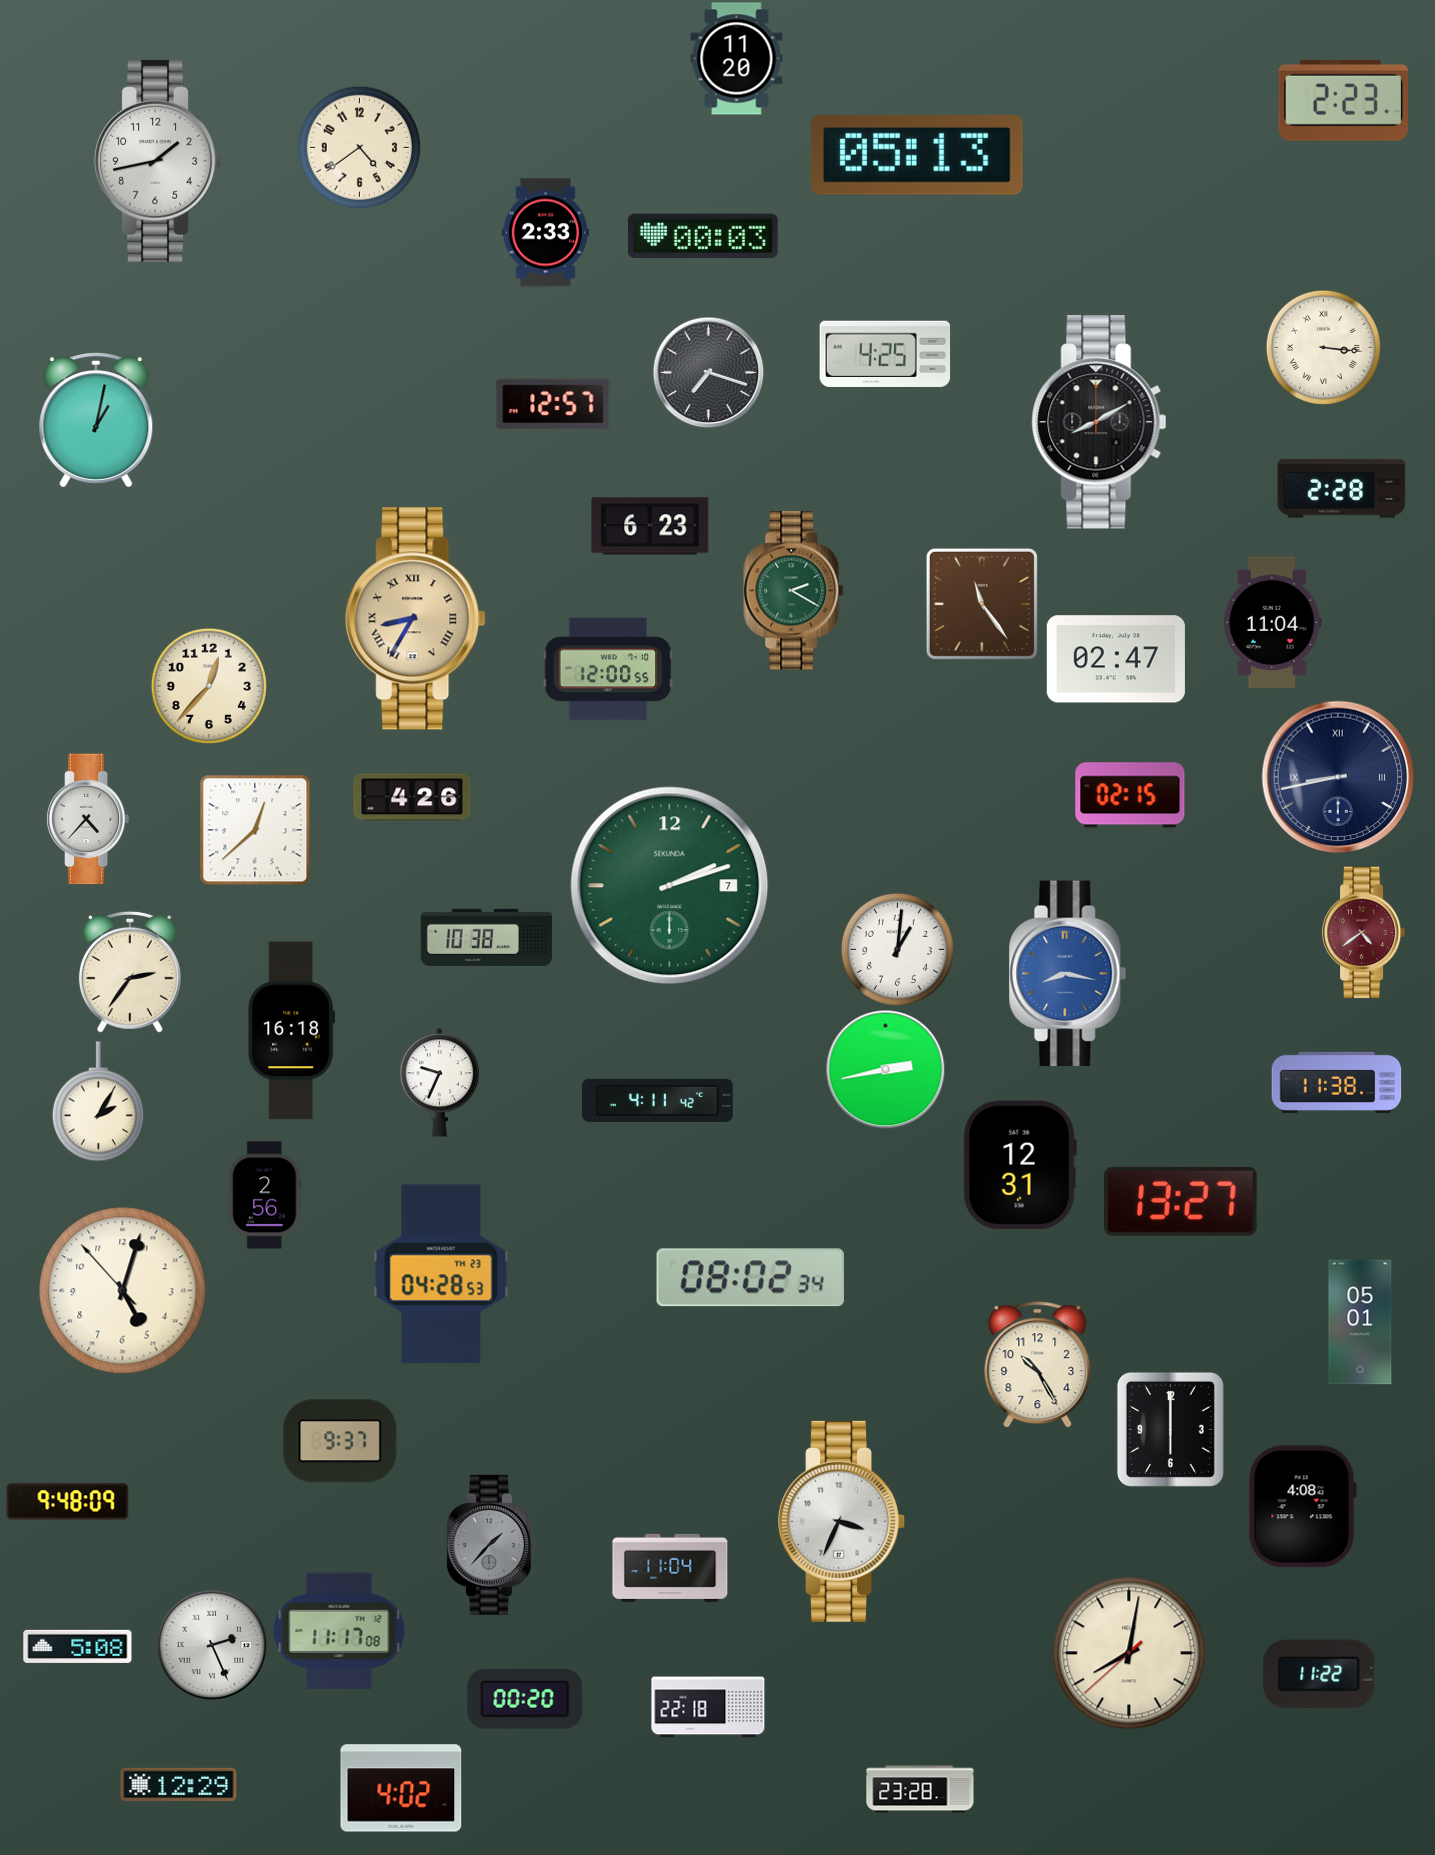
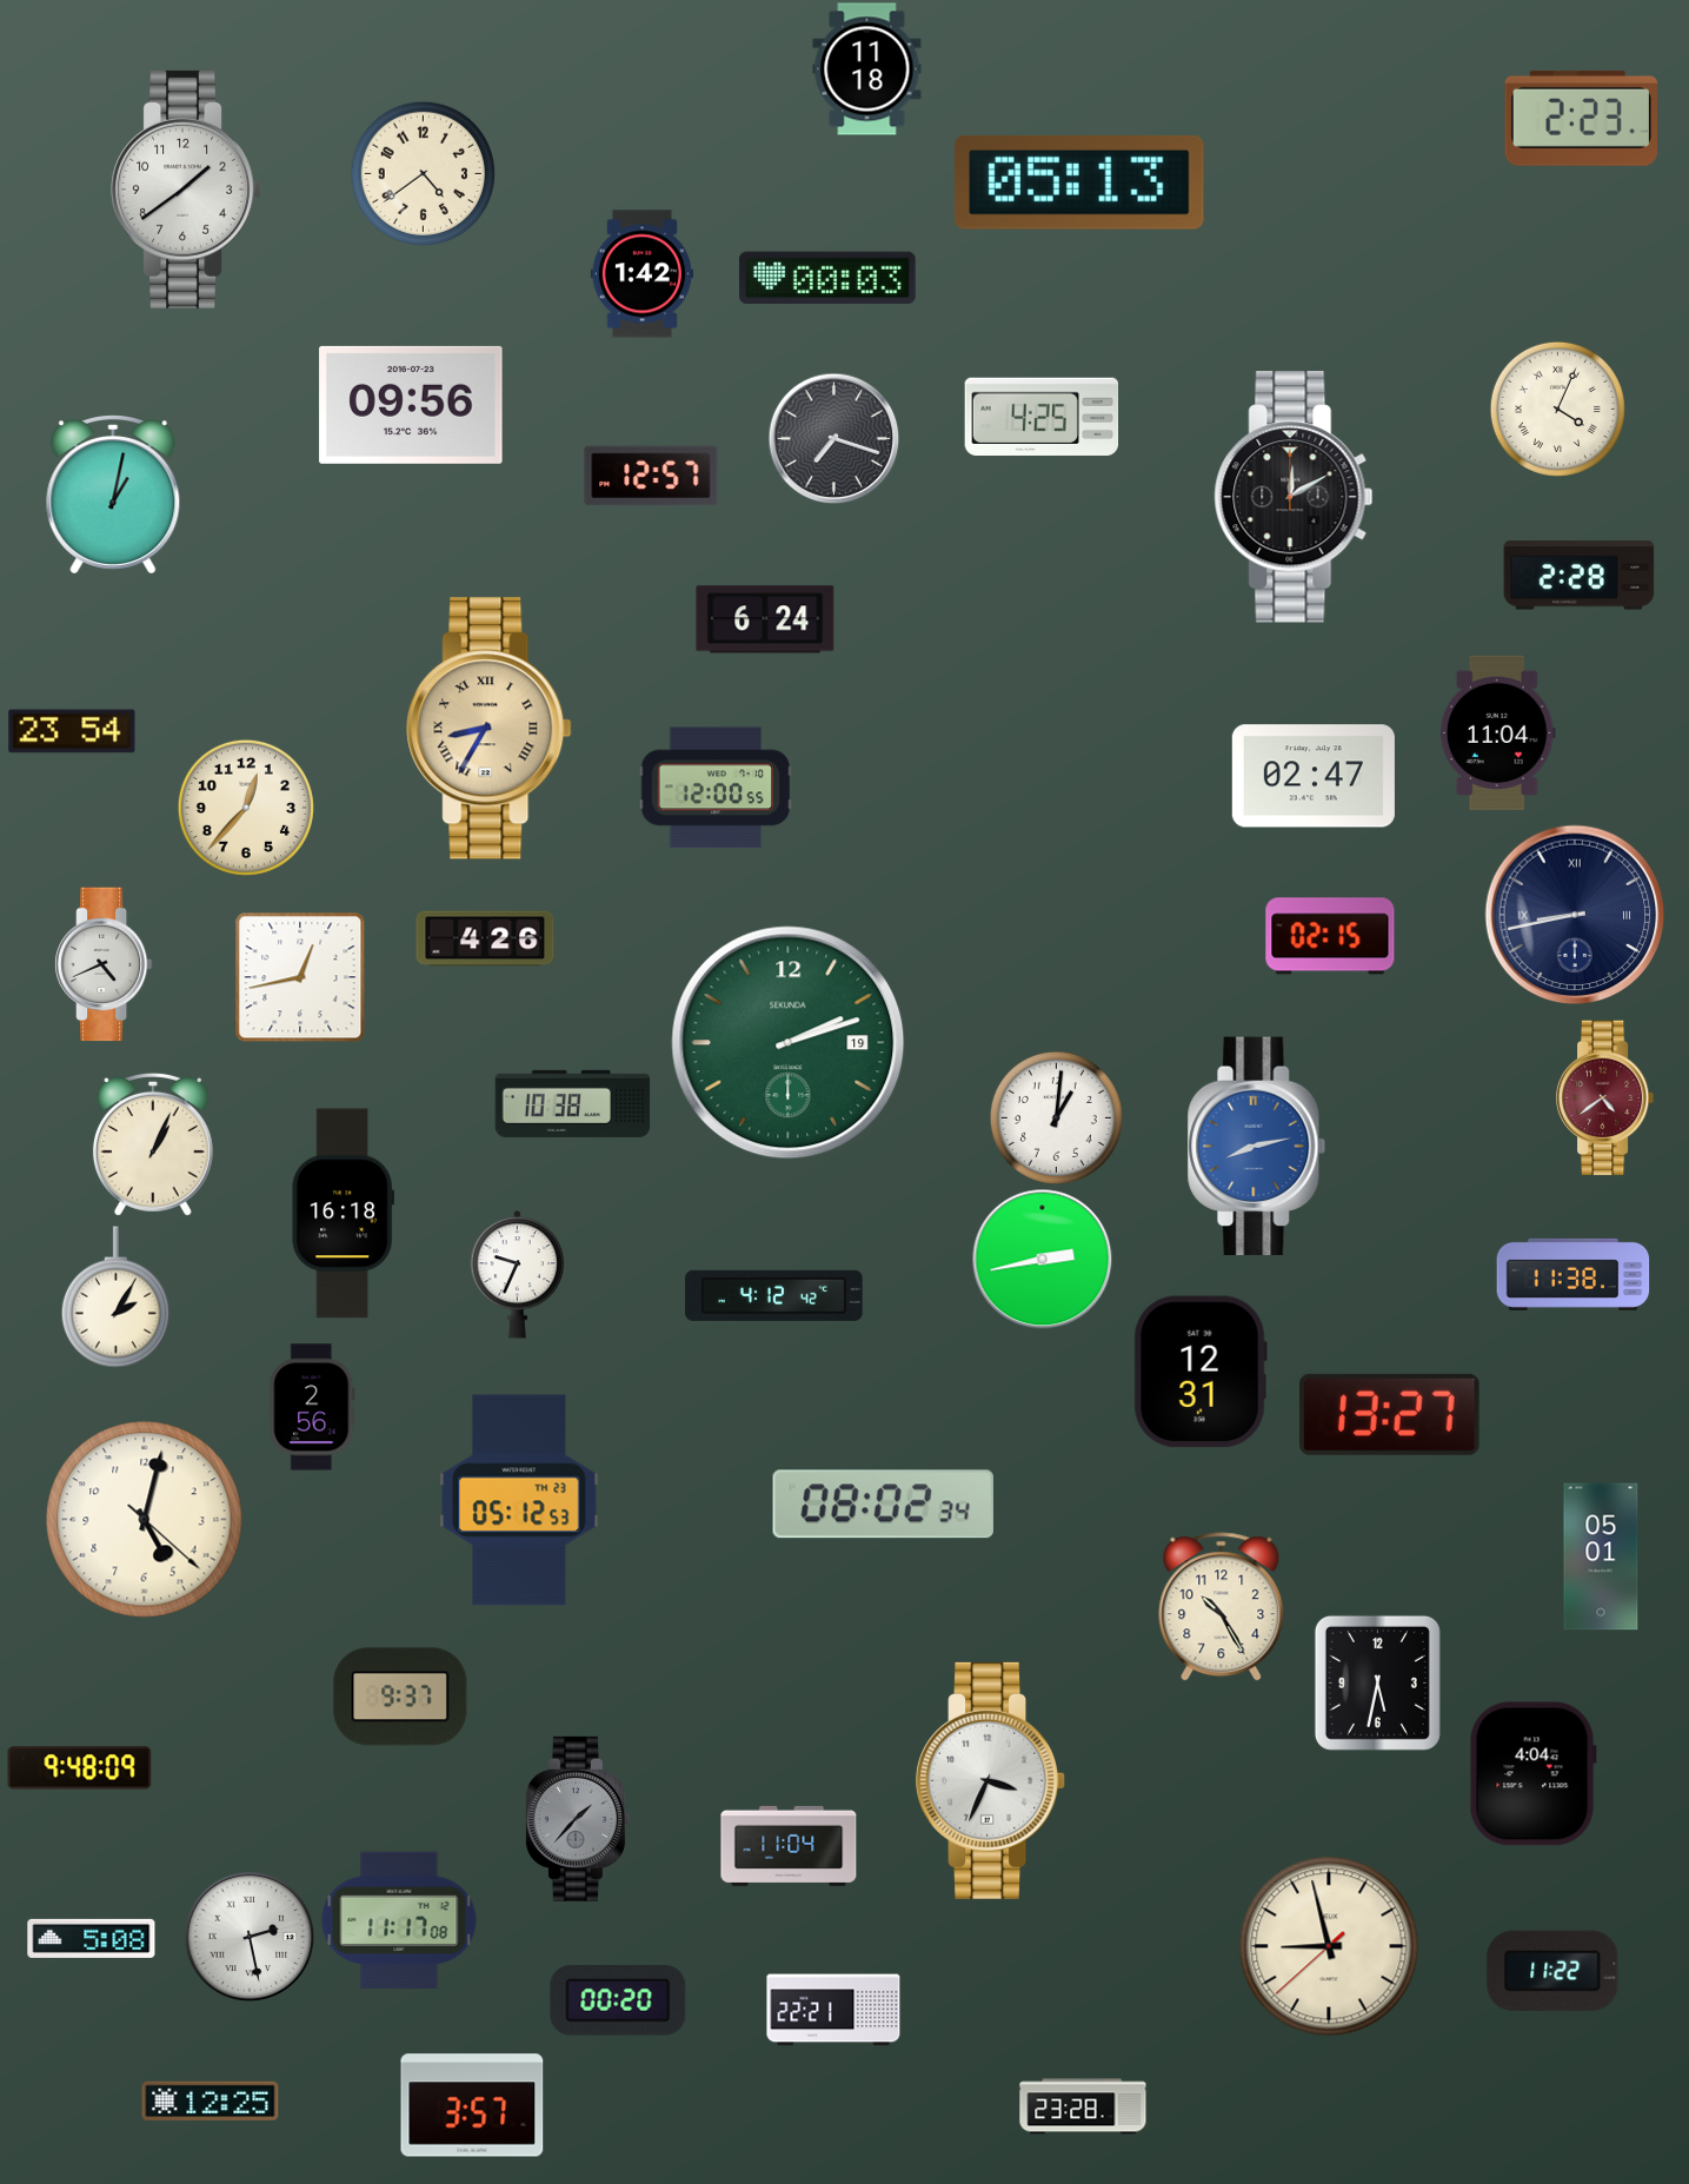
clock at (737, 59): 11:20 -> 11:18
clock at (158, 161): 1:43 -> 1:39
clock at (545, 233): 2:33 -> 1:42
clock at (411, 405): none -> 09:56
clock at (1323, 347): 3:16 -> 4:04
clock at (1099, 422): 8:10 -> 12:10
clock at (650, 526): 6:23 -> 6:24
clock at (794, 591): 2:20 -> none
clock at (982, 604): 11:24 -> none
clock at (72, 731): none -> 23:54
clock at (88, 819): 4:37 -> 4:41
clock at (255, 830): 12:38 -> 12:43
clock at (670, 886) date: 7 -> 19
clock at (130, 972): 2:36 -> 1:04
clock at (1068, 974): 8:17 -> 8:13
clock at (658, 1100): 4:11 -> 4:12
clock at (441, 1274): 04:28 -> 05:12
clock at (123, 1291): 5:02:53 -> 5:02:22
clock at (1170, 1429): 6:00 -> 5:32
clock at (1302, 1507): 4:08 -> 4:04
clock at (842, 1521) position: (842, 1521) -> (991, 1780)
clock at (212, 1645): 2:26 -> 2:28
clock at (1129, 1653): 8:01 -> 8:57
clock at (708, 1707): 22:18 -> 22:21
clock at (179, 1785): 12:29 -> 12:25
clock at (401, 1788): 4:02 -> 3:57
